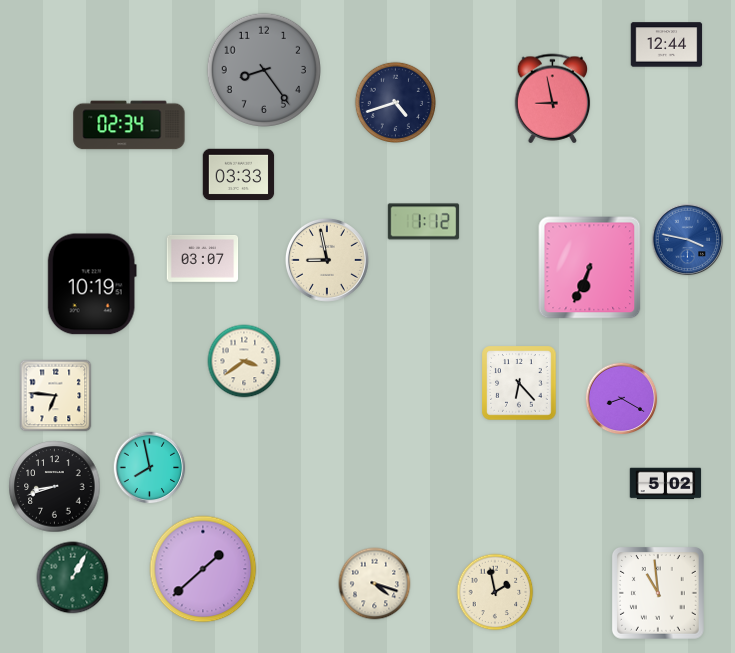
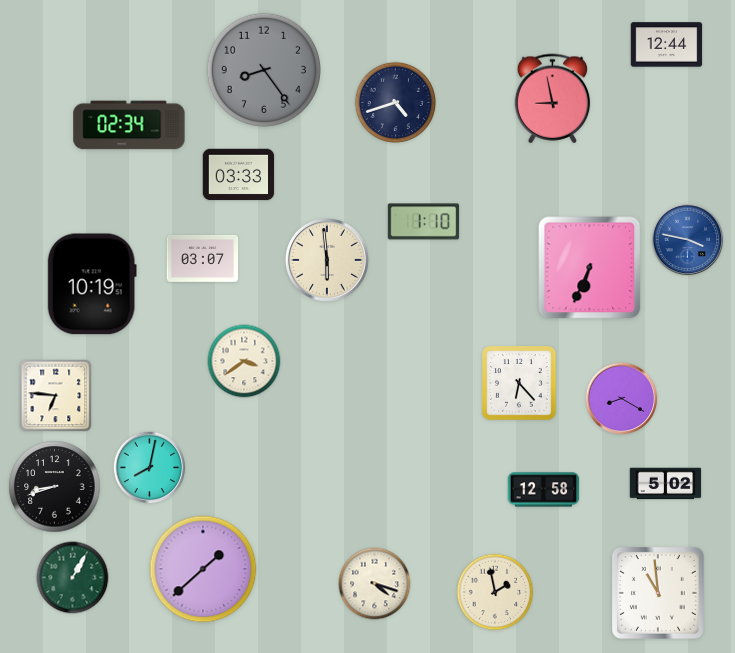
clock at (424, 222): 1:12 -> 1:10
clock at (327, 260): 8:58 -> 5:59
clock at (150, 468): 7:58 -> 8:02
clock at (544, 490): none -> 12:58
